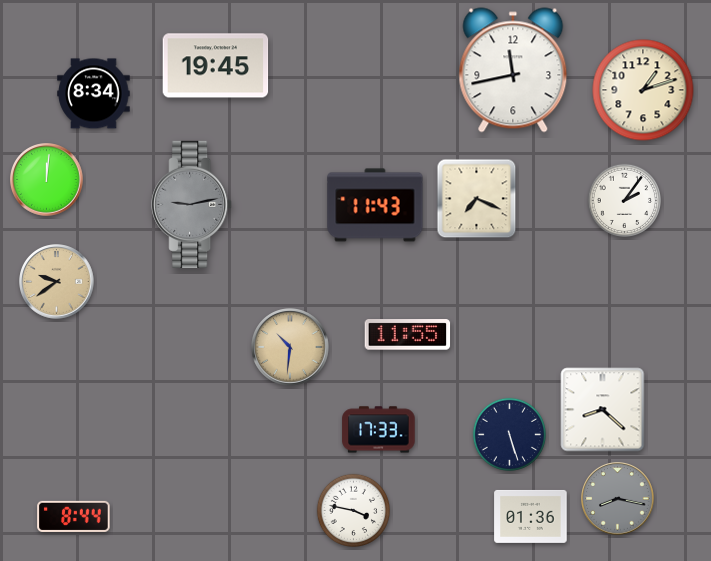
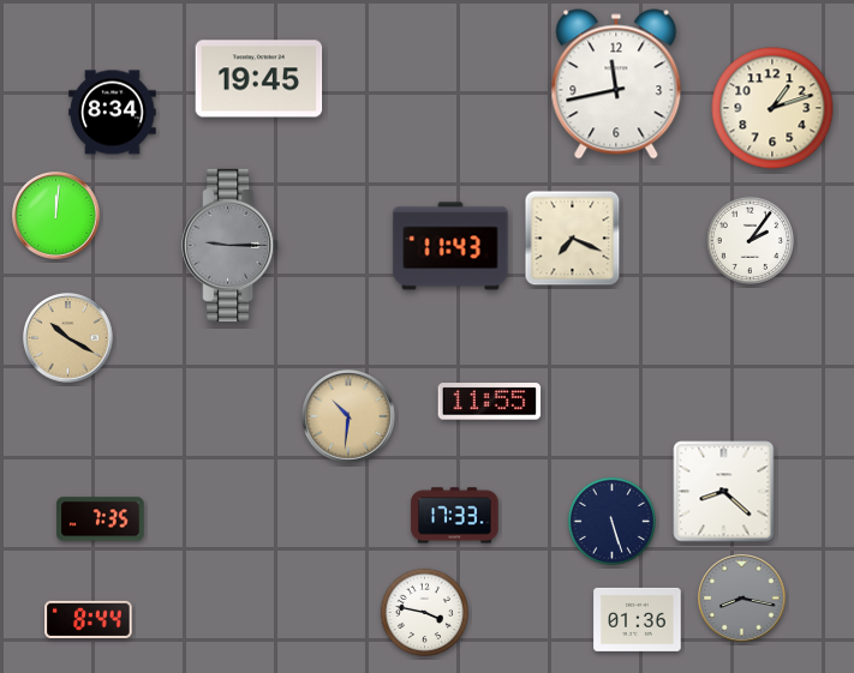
clock at (192, 204): 9:13 -> 9:15
clock at (57, 282): 9:39 -> 10:20
clock at (101, 519): none -> 7:35
